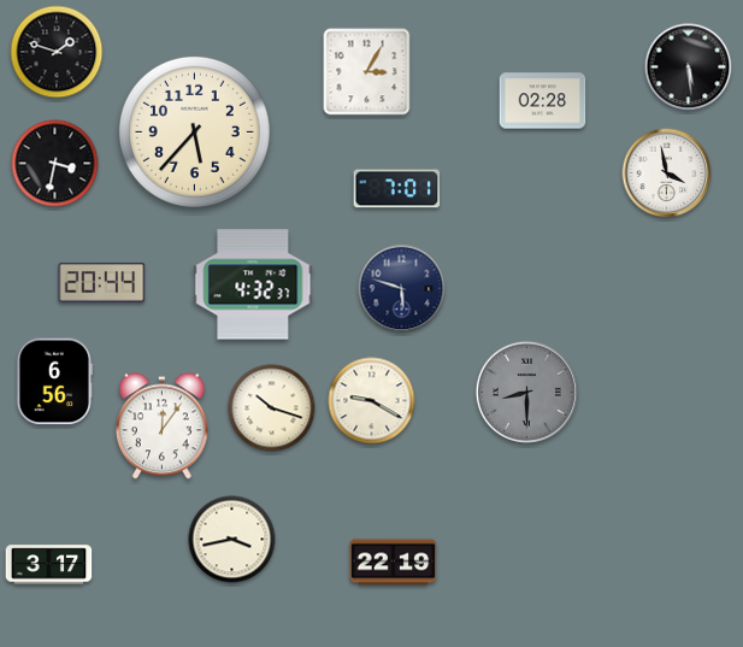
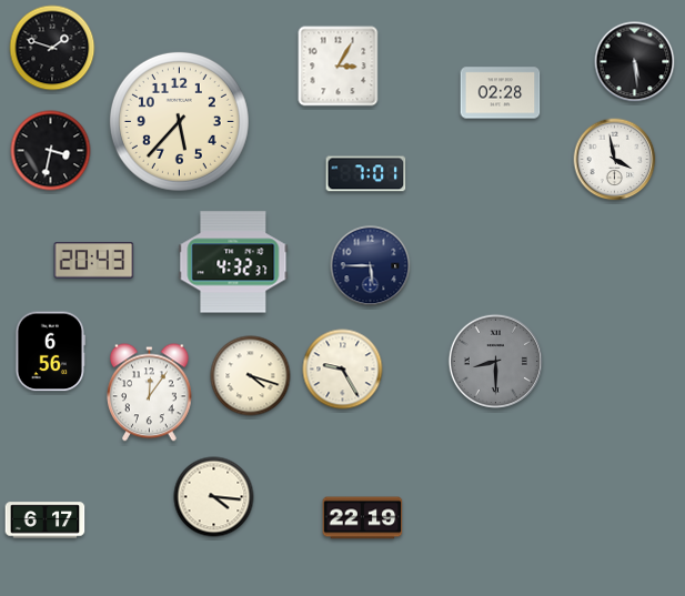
clock at (102, 283): 20:44 -> 20:43
clock at (402, 289): 5:48 -> 5:45
clock at (526, 392) position: (526, 392) -> (495, 361)
clock at (372, 401): 9:20 -> 9:25
clock at (272, 408): 10:18 -> 4:18
clock at (232, 540): 3:43 -> 4:16
clock at (49, 565): 3:17 -> 6:17
